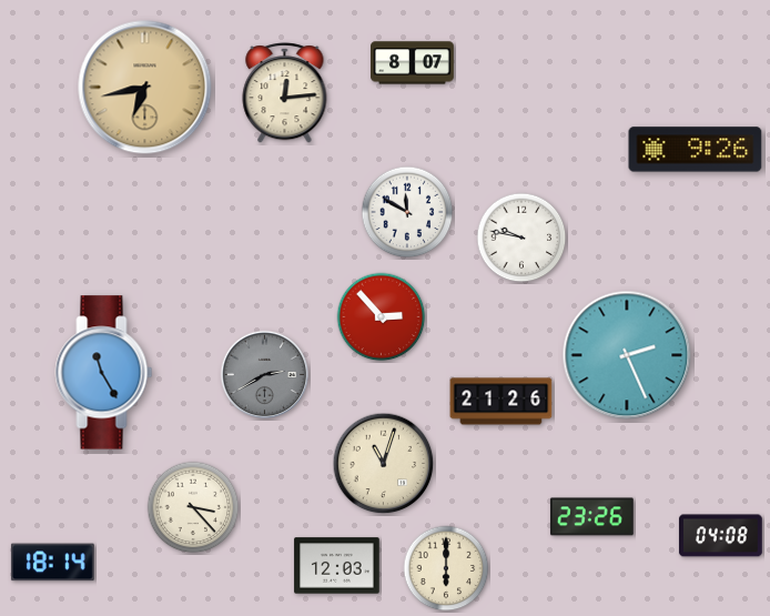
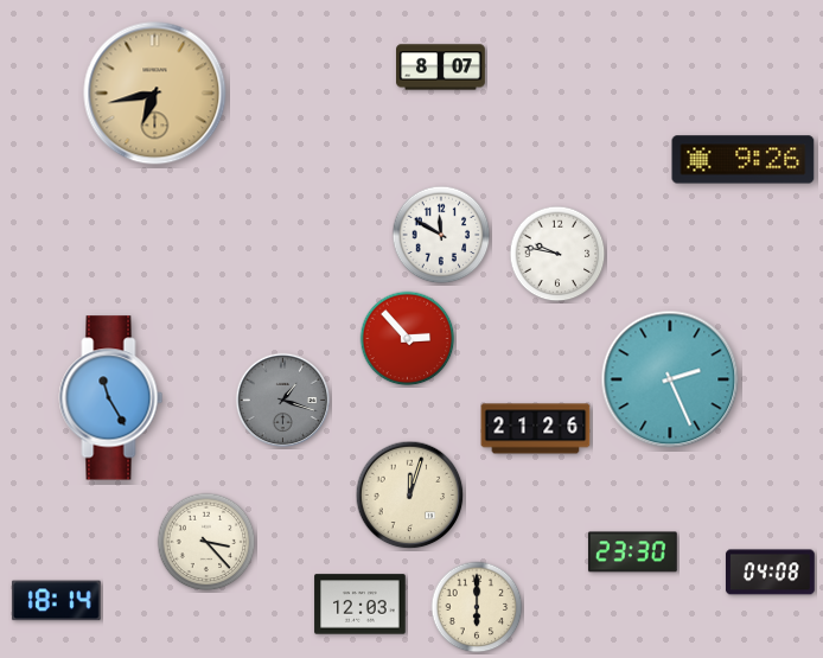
clock at (285, 93): 12:14 -> none
clock at (407, 212) position: (407, 212) -> (441, 235)
clock at (265, 375): 2:40 -> 1:18
clock at (384, 464): 11:03 -> 12:03
clock at (591, 517): 23:26 -> 23:30
